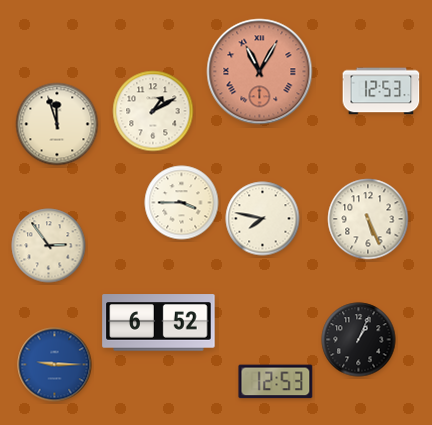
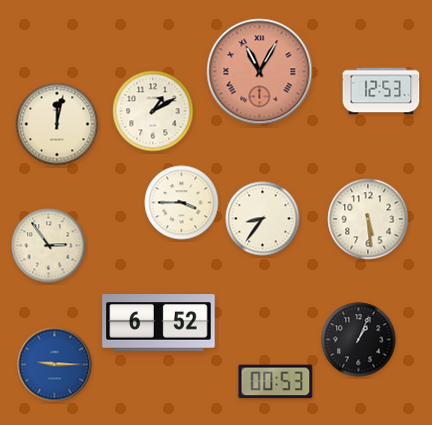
clock at (57, 124): 11:57 -> 12:02
clock at (263, 219): 7:47 -> 8:36
clock at (368, 219): 5:26 -> 5:29
clock at (276, 382): 12:53 -> 00:53
